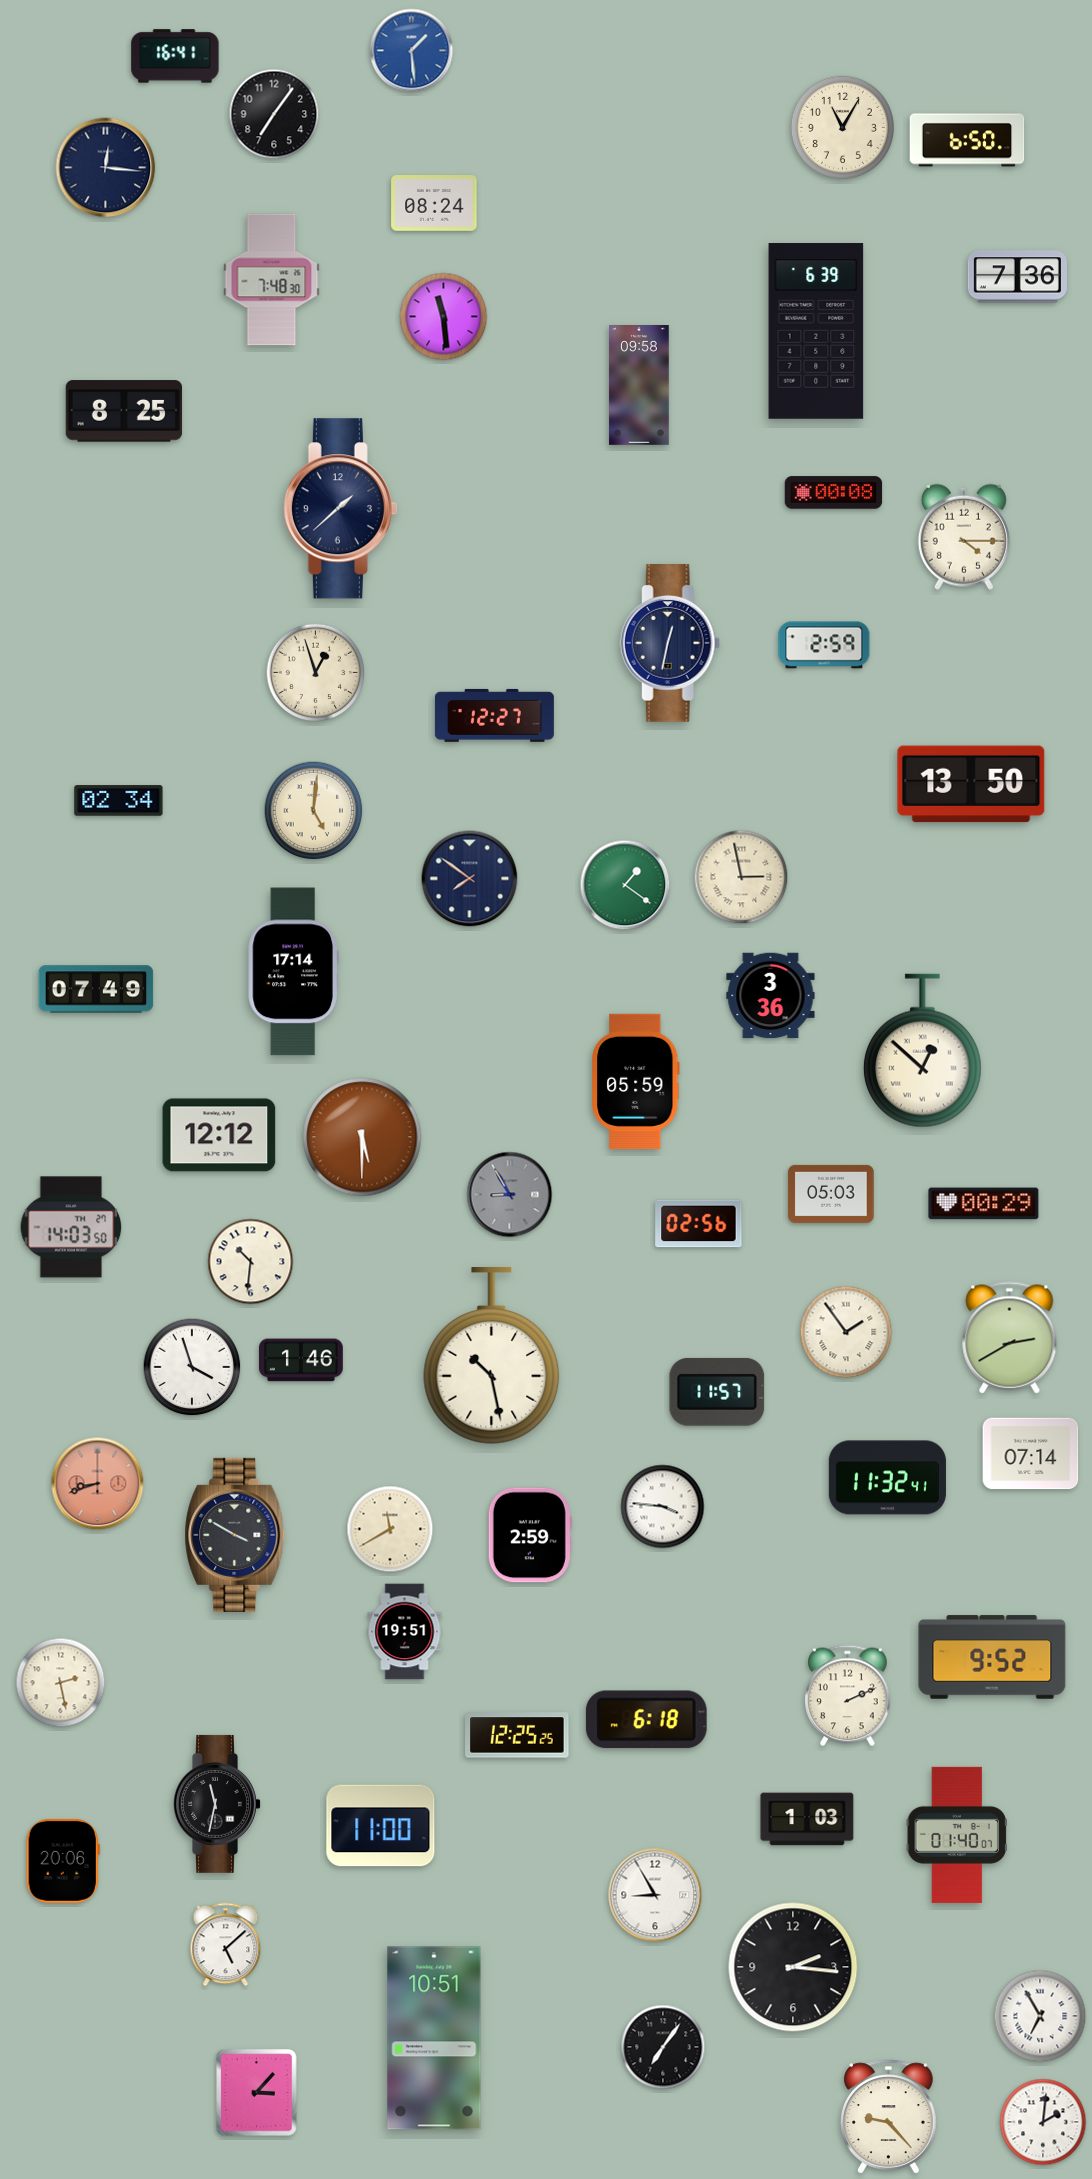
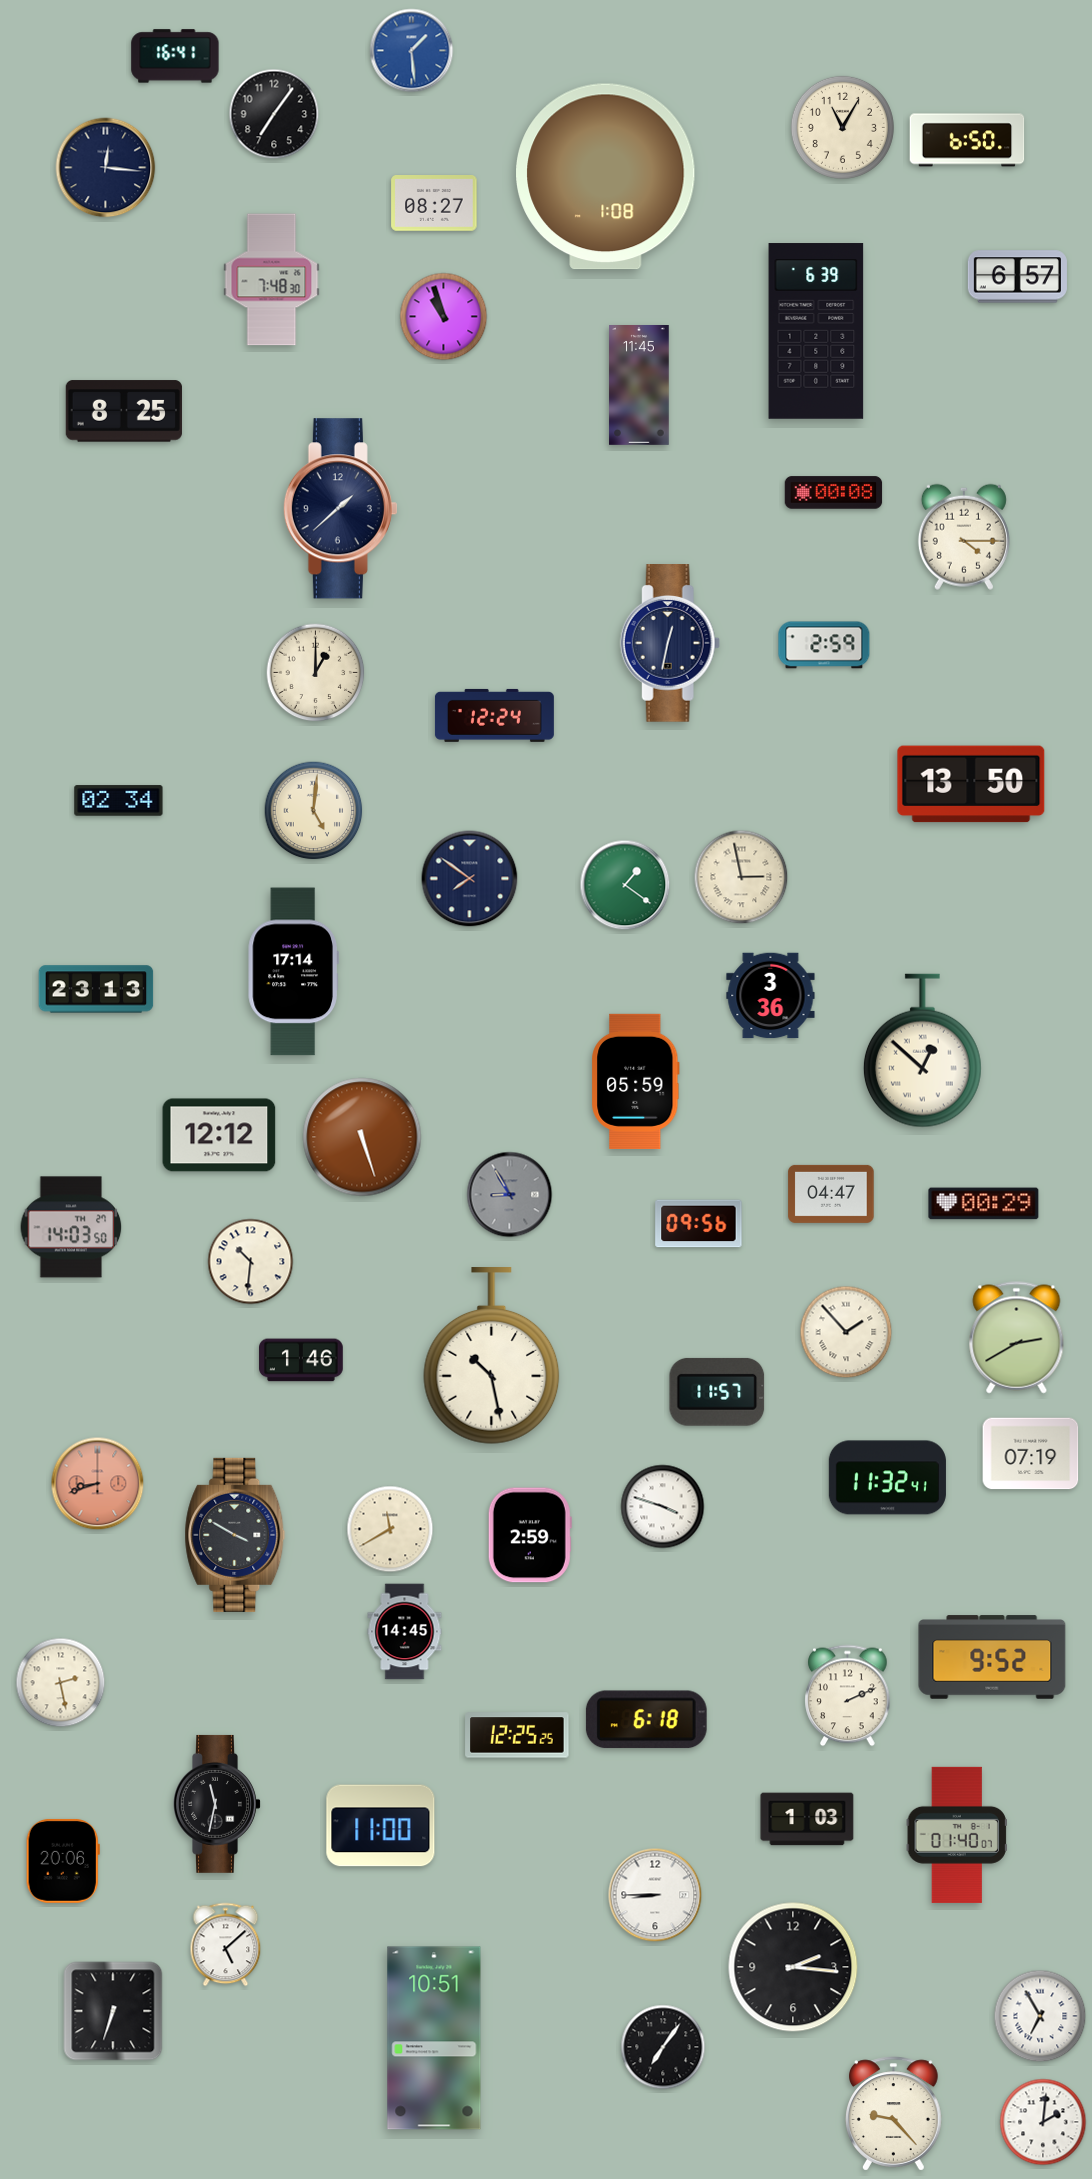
clock at (606, 177): none -> 1:08
clock at (434, 204): 08:24 -> 08:27
clock at (1017, 277): 7:36 -> 6:57
clock at (444, 317): 11:29 -> 10:57
clock at (639, 386): 09:58 -> 11:45
clock at (316, 673): 12:57 -> 1:00
clock at (494, 715): 12:27 -> 12:24
clock at (96, 989): 07:49 -> 23:13
clock at (362, 1137): 5:30 -> 5:27
clock at (831, 1194): 05:03 -> 04:47
clock at (699, 1224): 02:56 -> 09:56
clock at (846, 1332): 1:54 -> 1:53
clock at (1010, 1338) position: (1010, 1338) -> (1017, 1338)
clock at (192, 1367): 3:57 -> none
clock at (1031, 1454): 07:14 -> 07:19
clock at (663, 1507): 3:46 -> 3:48
clock at (405, 1632): 19:51 -> 14:45
clock at (655, 1895): 8:55 -> 8:45
clock at (113, 2011): none -> 6:33
clock at (257, 2093): 3:07 -> none
clock at (889, 2117) position: (889, 2117) -> (894, 2114)
